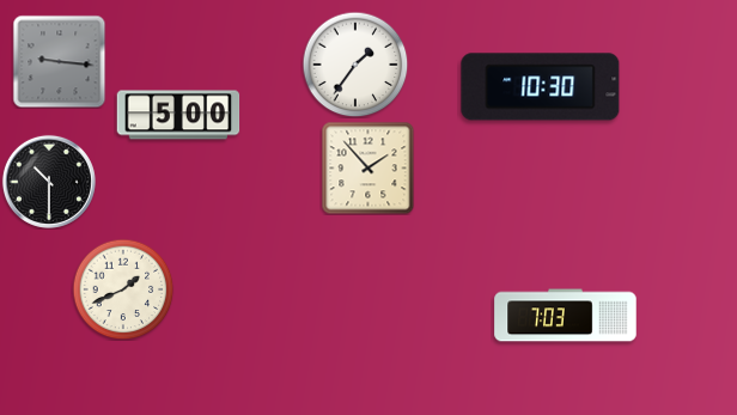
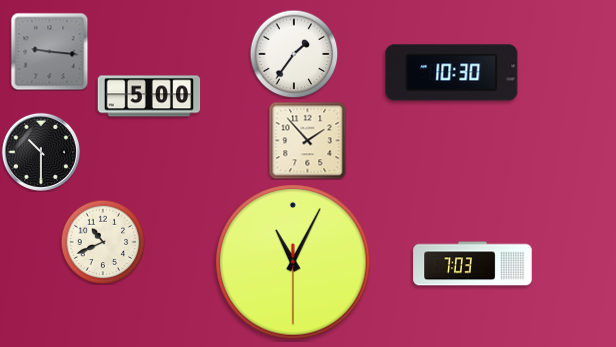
clock at (355, 65) position: (355, 65) -> (294, 54)
clock at (123, 289): 1:41 -> 10:41
clock at (293, 262): none -> 11:04
